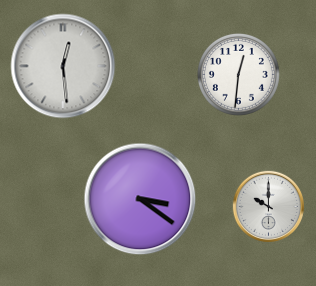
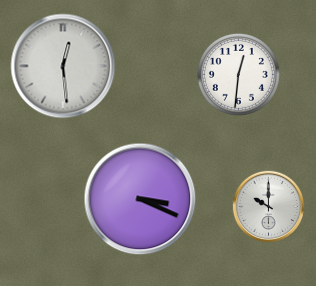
clock at (140, 199): 3:21 -> 3:19
